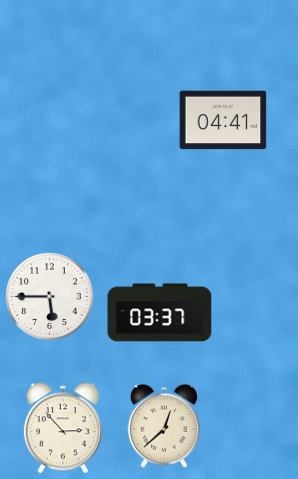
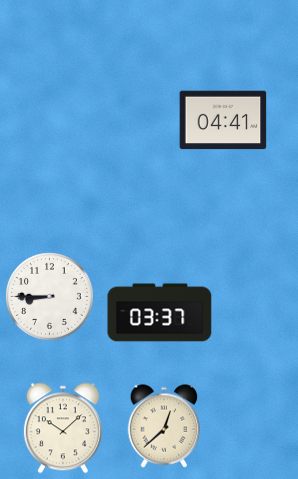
clock at (50, 297): 5:45 -> 8:45
clock at (63, 428): 2:53 -> 10:08
